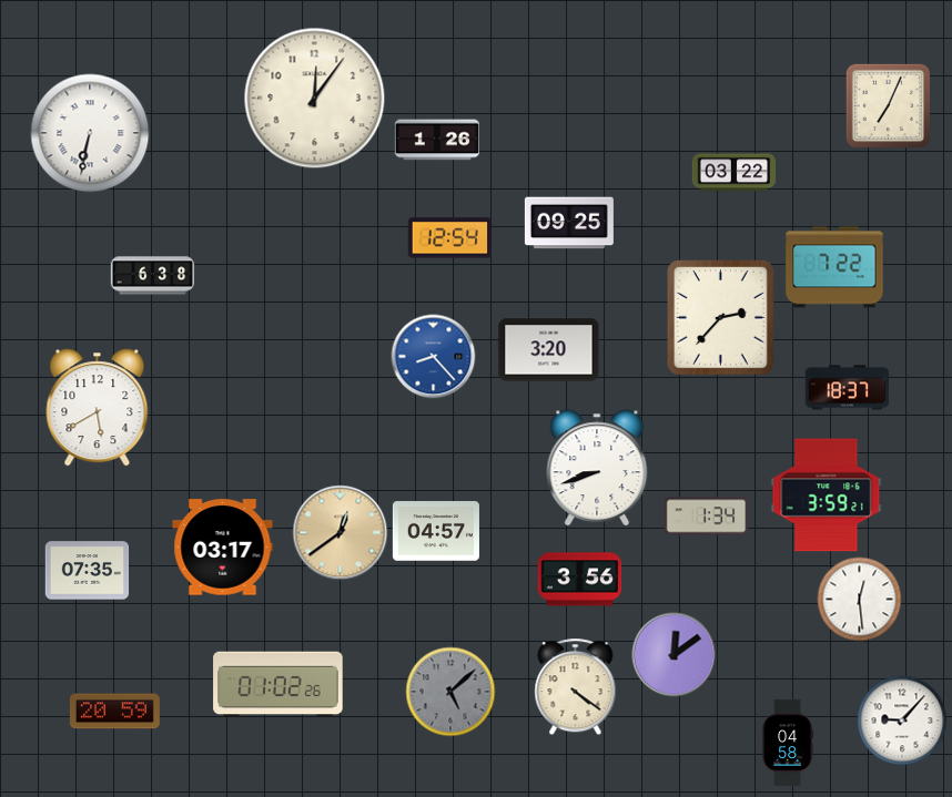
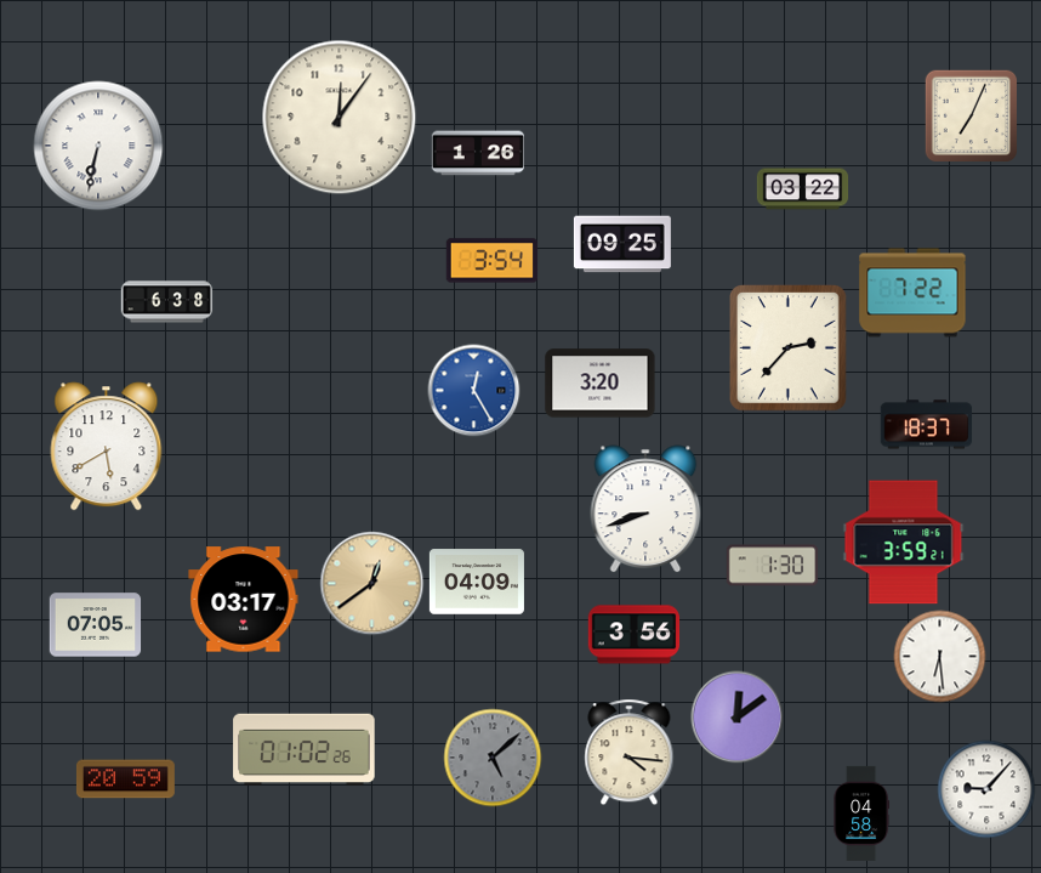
clock at (315, 99) position: (315, 99) -> (340, 118)
clock at (450, 238): 12:54 -> 3:54
clock at (434, 357): 8:23 -> 12:25
clock at (597, 468) position: (597, 468) -> (645, 509)
clock at (707, 517): 1:34 -> 1:30
clock at (436, 531): 04:57 -> 04:09
clock at (88, 571): 07:35 -> 07:05
clock at (860, 600): 12:29 -> 6:29
clock at (576, 687): 4:21 -> 4:16
